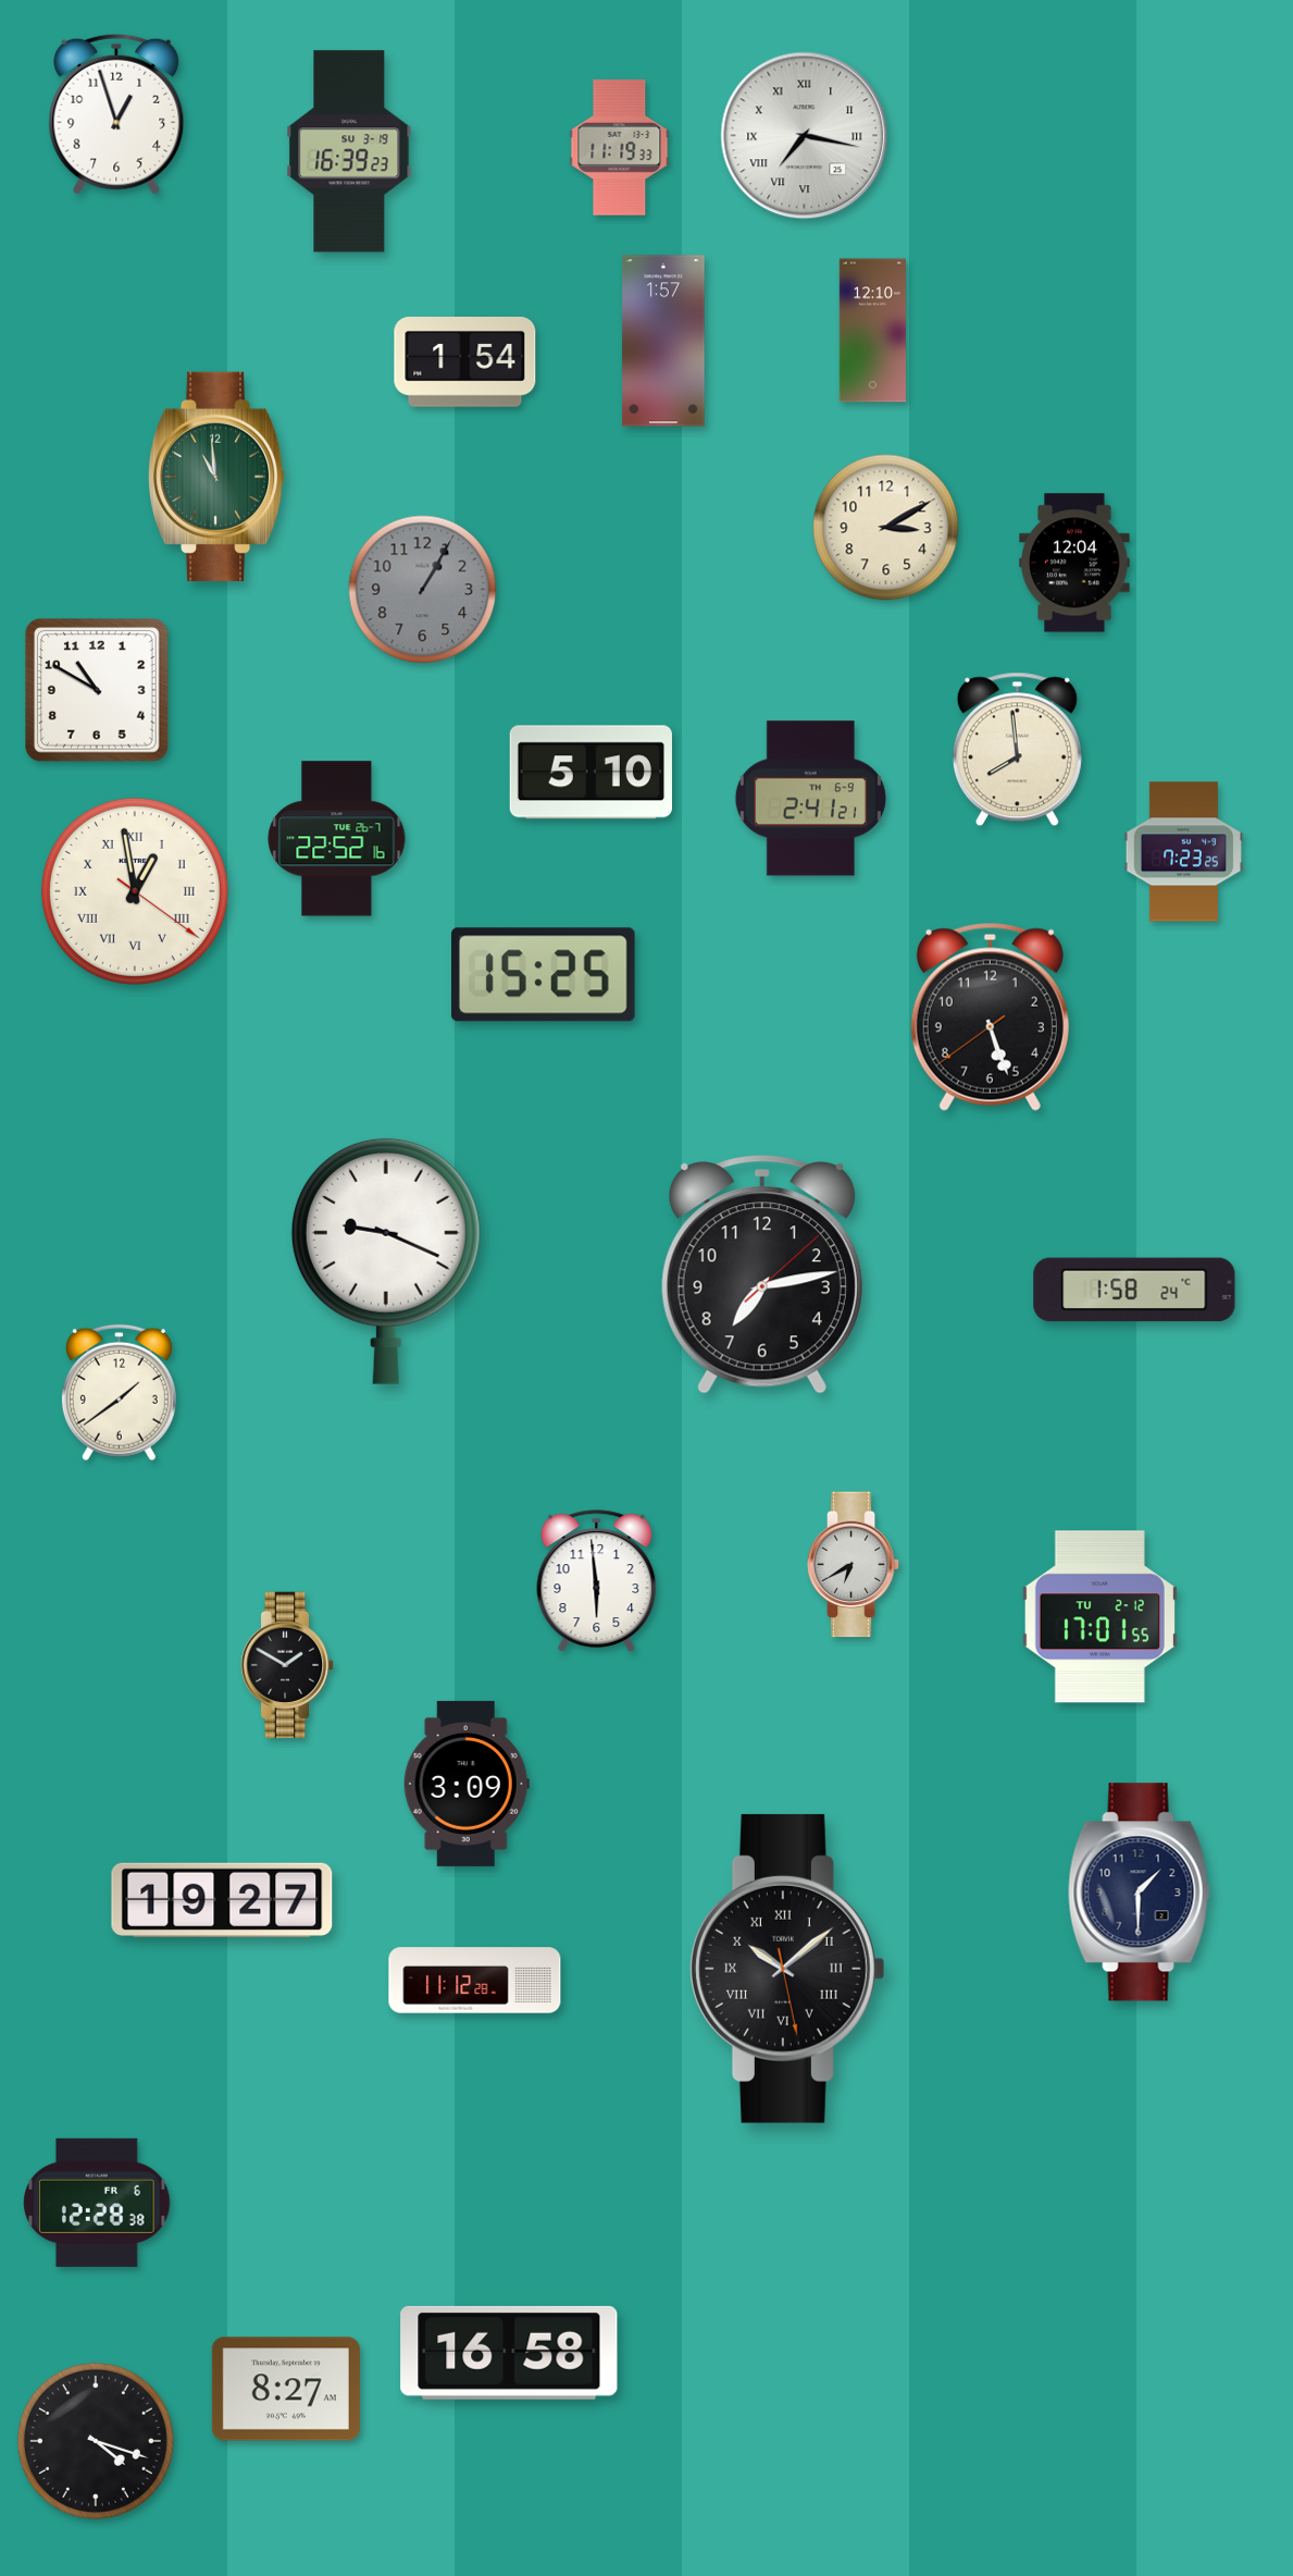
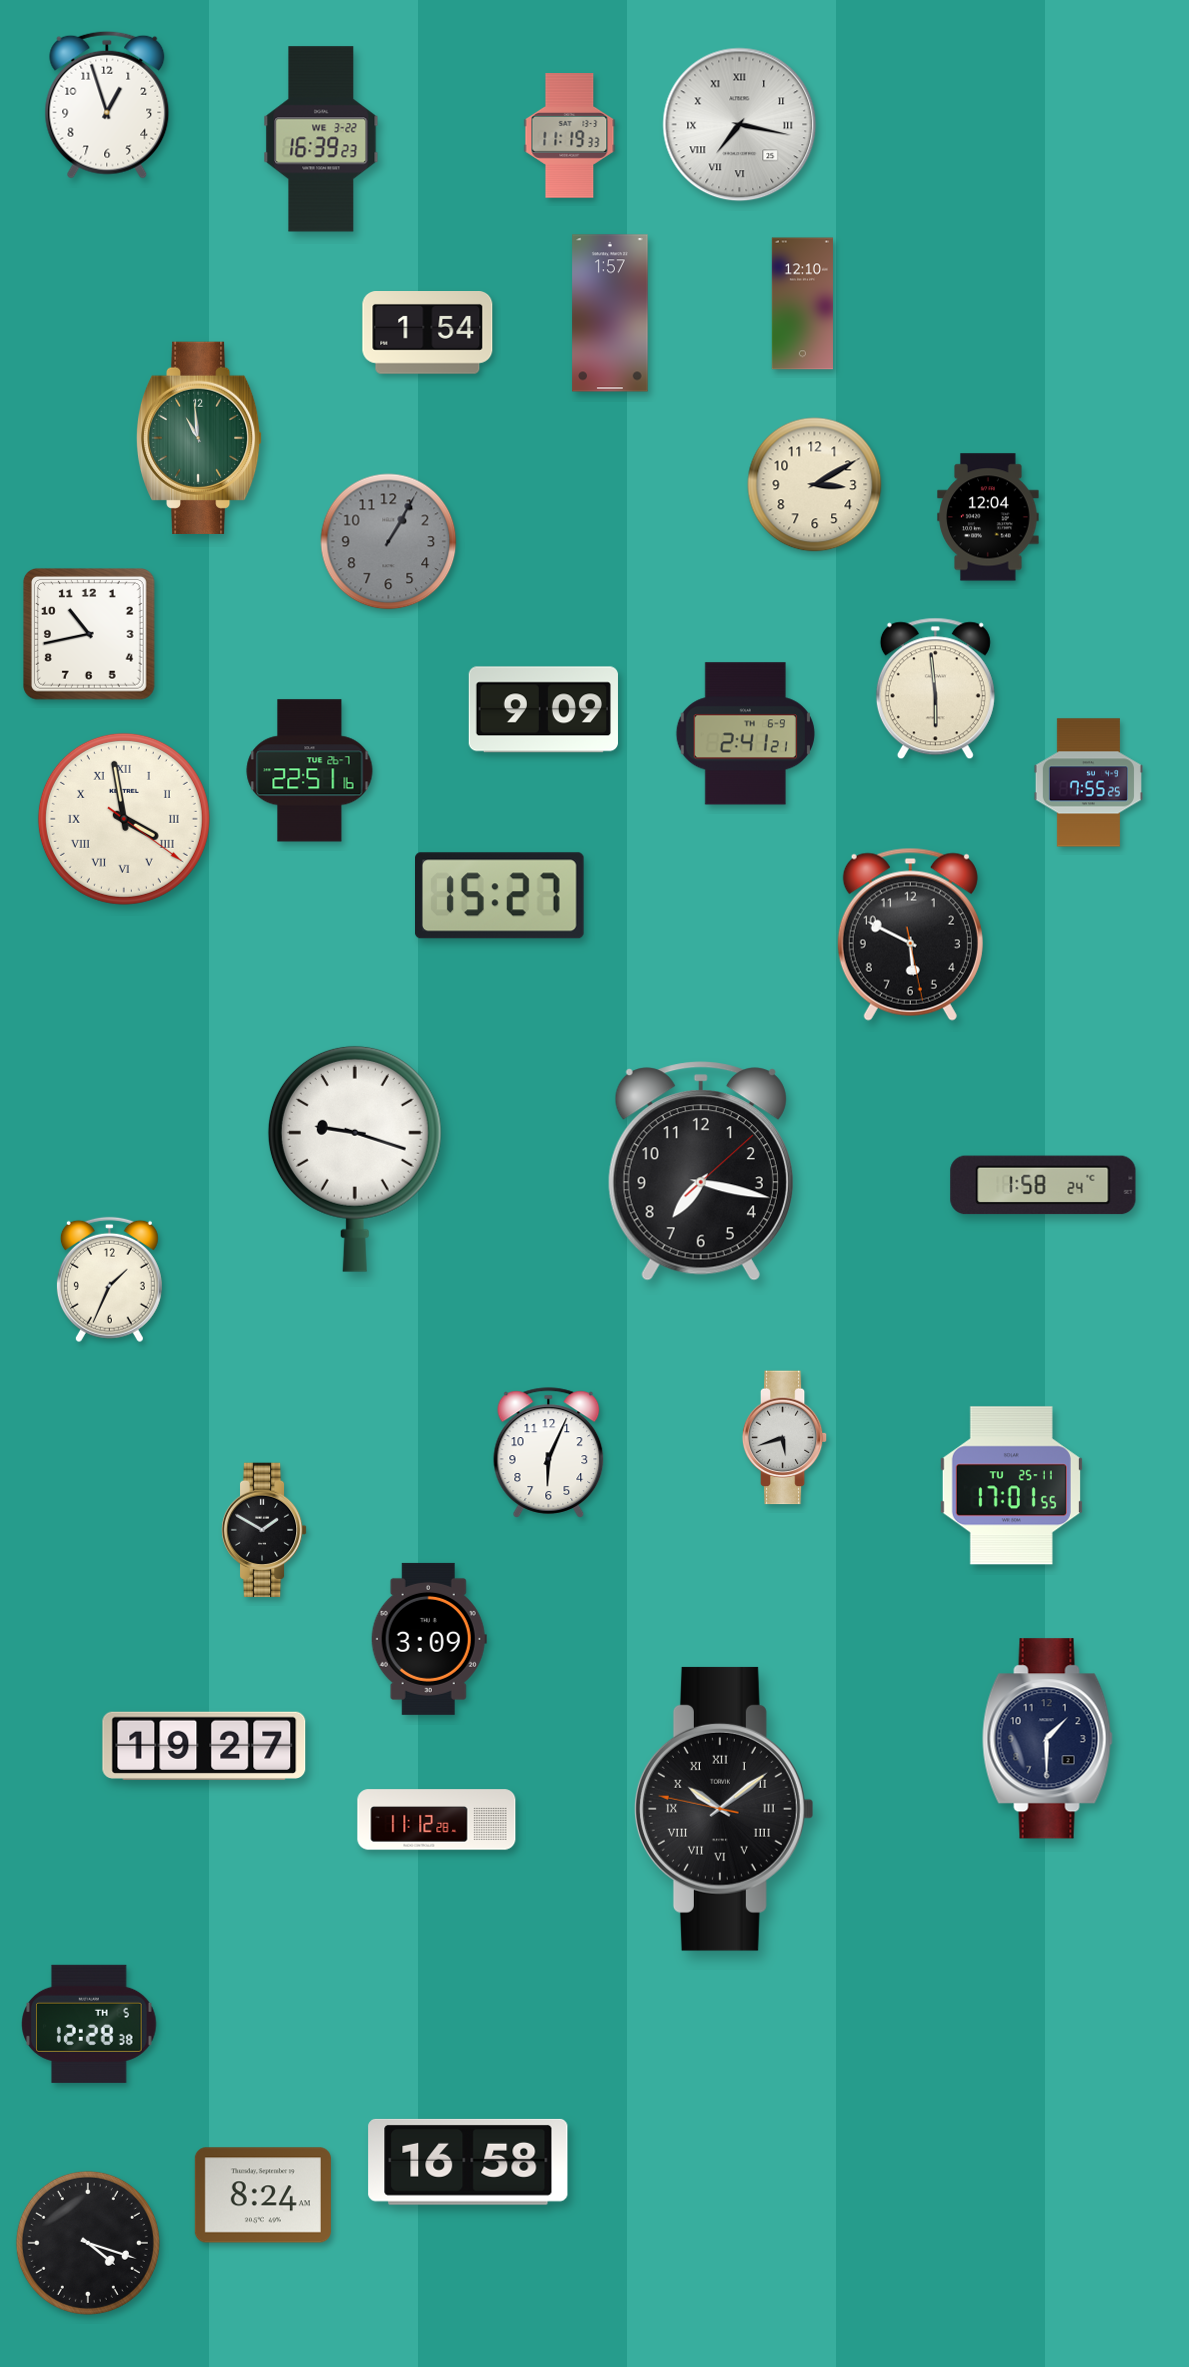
clock at (349, 151) date: SU 3-19 -> WE 3-22
clock at (98, 691): 10:50 -> 10:43
clock at (1017, 750): 7:59 -> 5:59
clock at (590, 773): 5:10 -> 9:09
clock at (337, 839): 22:52 -> 22:51
clock at (1183, 852): 7:23 -> 7:55
clock at (135, 891): 12:58 -> 3:58
clock at (544, 975): 15:25 -> 15:27
clock at (990, 1016): 5:26 -> 5:49
clock at (386, 1261): 9:19 -> 9:18
clock at (762, 1274): 7:13 -> 7:17
clock at (119, 1393): 1:39 -> 1:34
clock at (854, 1565): 6:40 -> 5:42
clock at (597, 1581): 5:59 -> 6:04
clock at (1099, 1617) date: TU 2-12 -> TU 25-11
clock at (787, 1969): 10:08:28 -> 10:08:47
clock at (97, 2203) date: FR 6 -> TH 5
clock at (286, 2389): 8:27 -> 8:24
